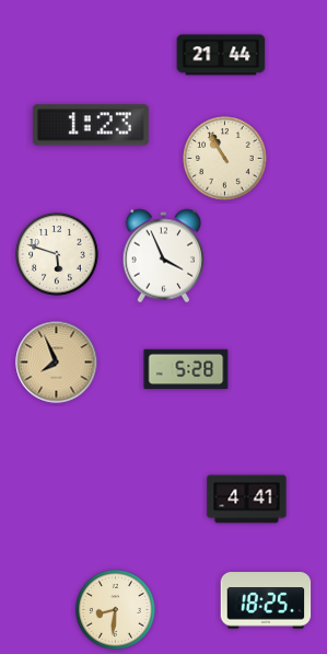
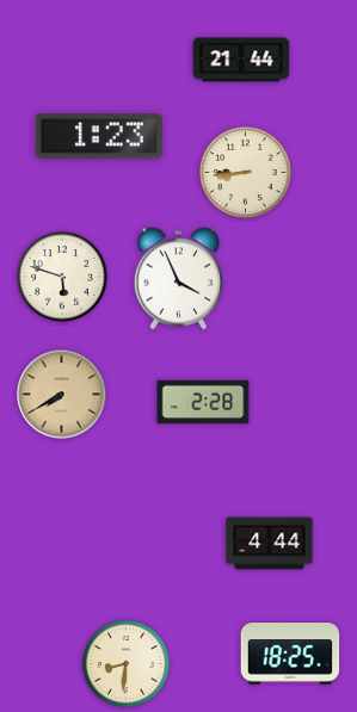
clock at (225, 159): 10:55 -> 8:44
clock at (57, 363): 7:56 -> 7:40
clock at (186, 369): 5:28 -> 2:28
clock at (247, 500): 4:41 -> 4:44
